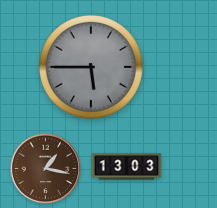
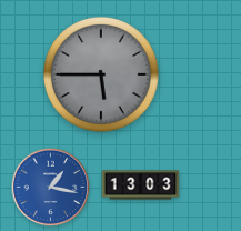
clock at (46, 169) dial: brown -> blue
